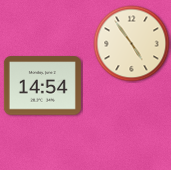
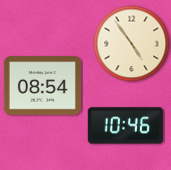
clock at (42, 86): 14:54 -> 08:54
clock at (125, 126): none -> 10:46
